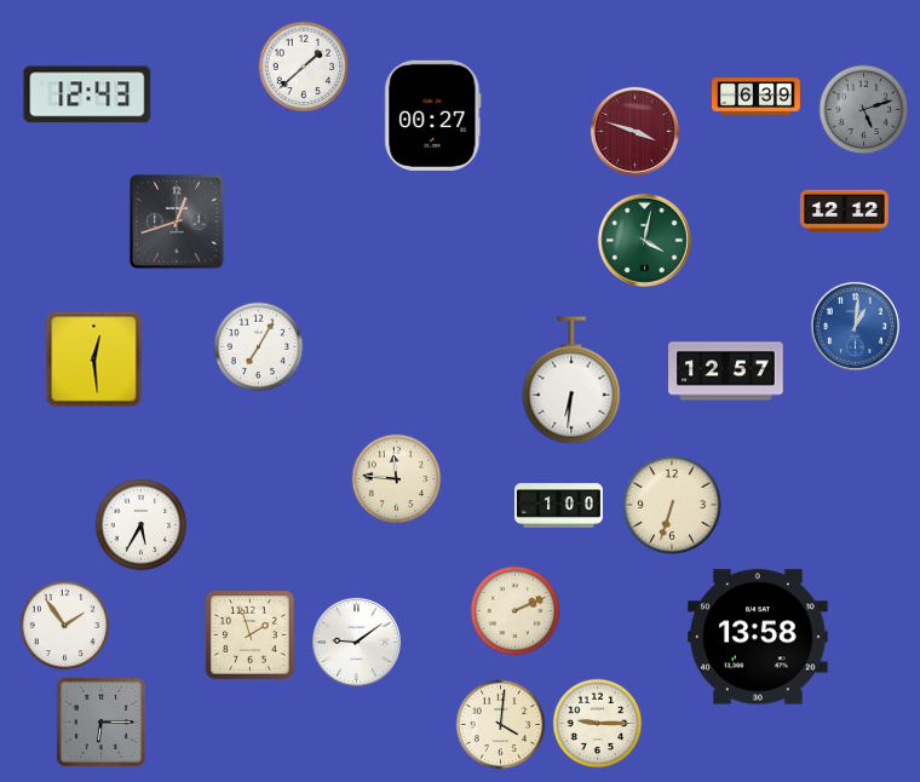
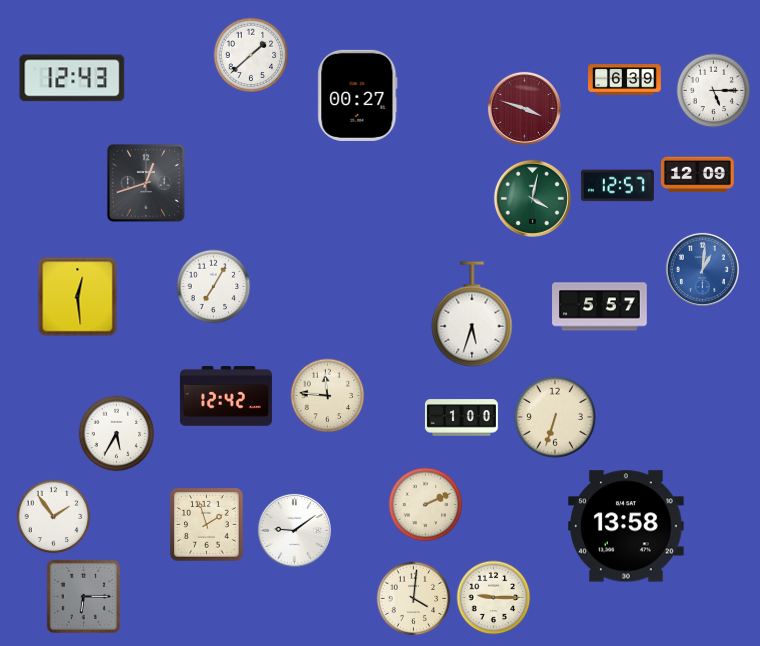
clock at (864, 110): 5:12 -> 5:15
clock at (864, 110) dial: grey -> white
clock at (844, 212): 12:12 -> 12:09
clock at (617, 186): none -> 12:57
clock at (855, 326) position: (855, 326) -> (702, 269)
clock at (726, 372): 12:57 -> 5:57
clock at (571, 380): 6:31 -> 5:33
clock at (226, 396): none -> 12:42
